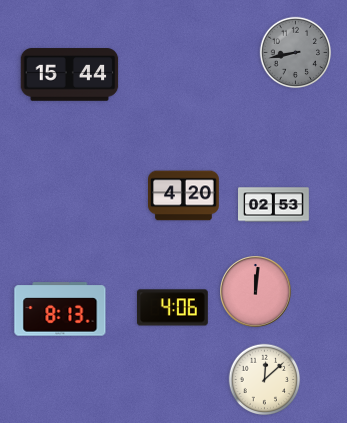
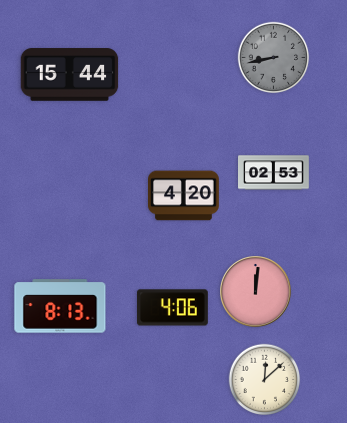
clock at (296, 53) position: (296, 53) -> (274, 58)
clock at (274, 205) position: (274, 205) -> (274, 173)
clock at (60, 309) position: (60, 309) -> (60, 306)
